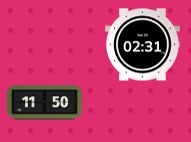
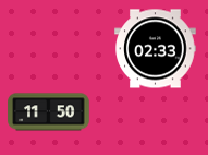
clock at (143, 45): 02:31 -> 02:33
